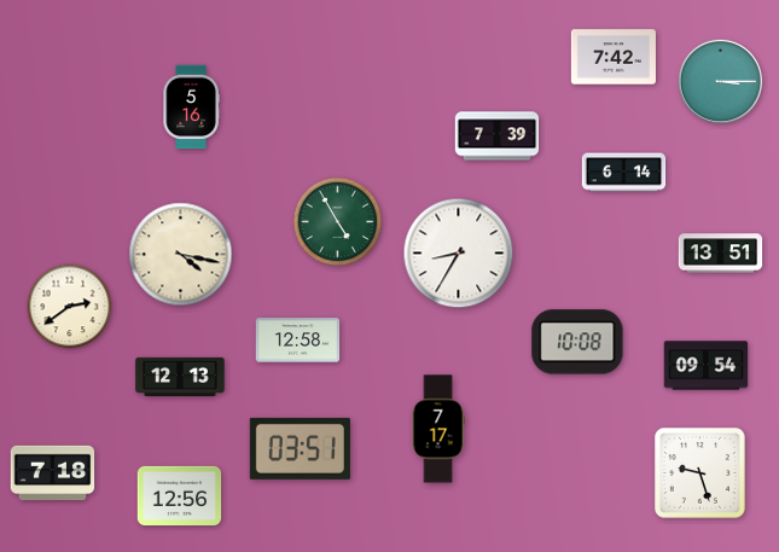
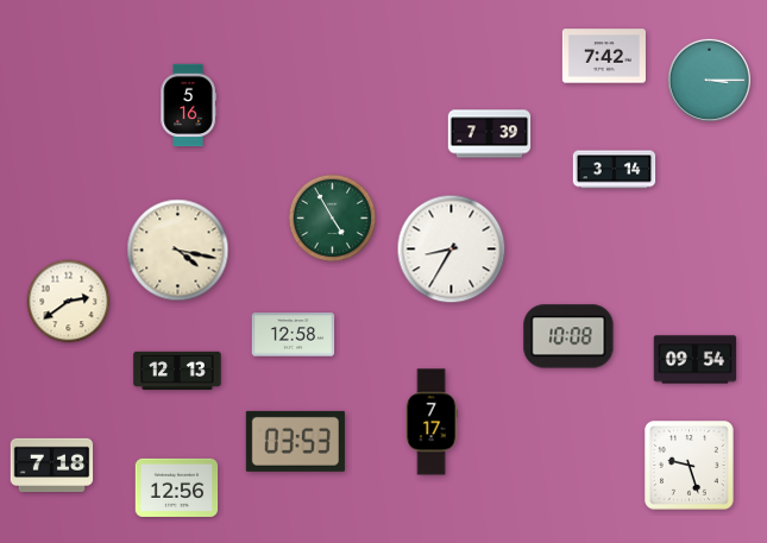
clock at (624, 173): 6:14 -> 3:14
clock at (721, 254): 13:51 -> none
clock at (300, 448): 03:51 -> 03:53
